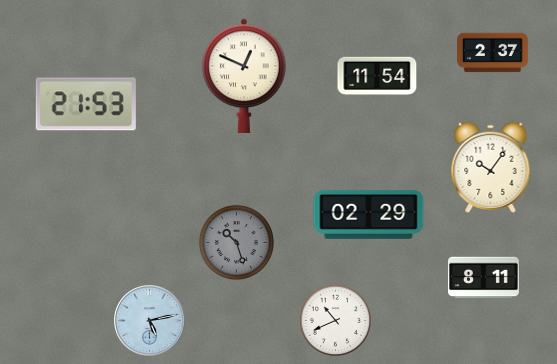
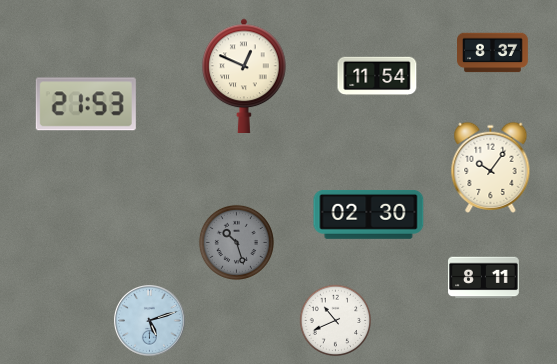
clock at (493, 53): 2:37 -> 8:37
clock at (369, 214): 02:29 -> 02:30
clock at (150, 321): 5:13 -> 5:12
